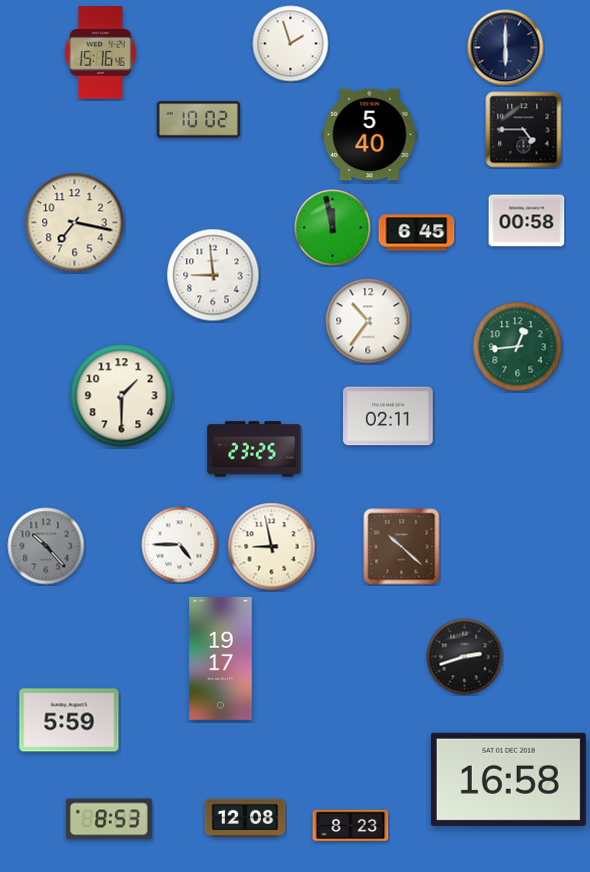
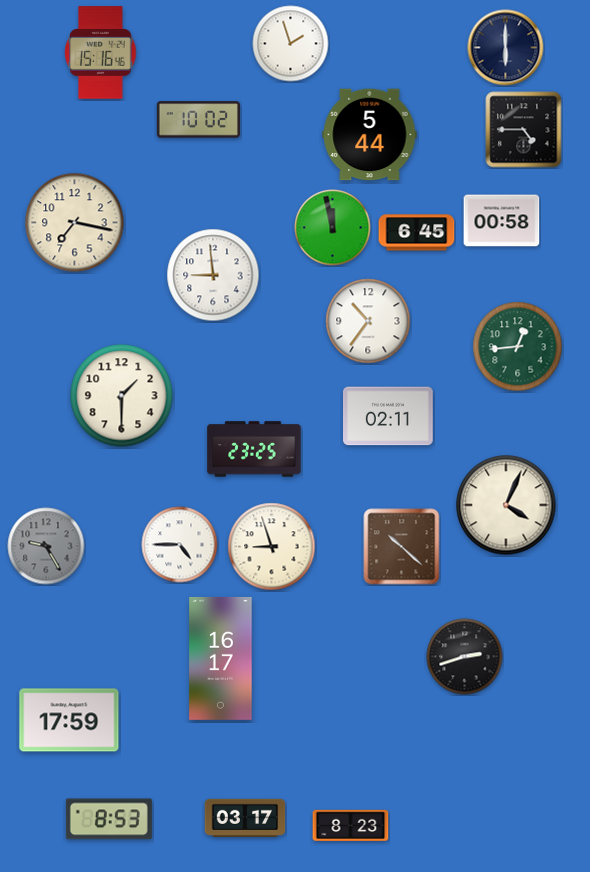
clock at (370, 135): 5:40 -> 5:44
clock at (527, 221) position: (527, 221) -> (502, 221)
clock at (506, 505): none -> 4:04
clock at (46, 546): 10:23 -> 9:25
clock at (272, 547): 8:58 -> 8:57
clock at (221, 658): 19:17 -> 16:17
clock at (69, 720): 5:59 -> 17:59
clock at (508, 779): 16:58 -> none
clock at (245, 818): 12:08 -> 03:17
